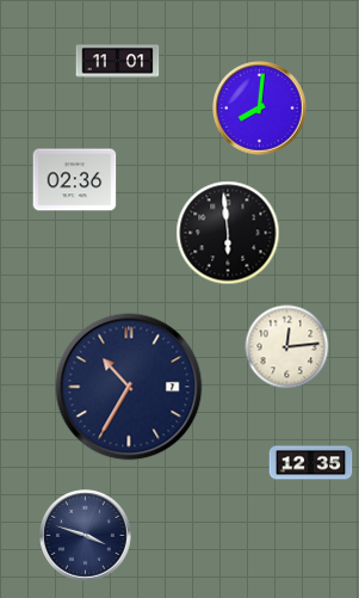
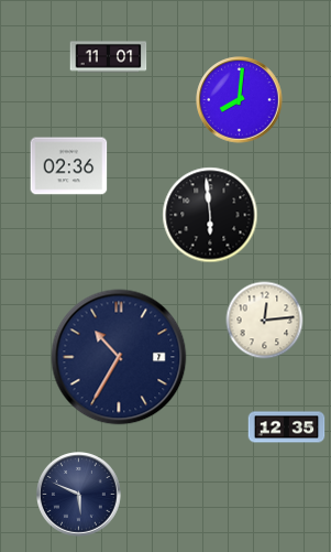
clock at (86, 536): 3:48 -> 5:49
